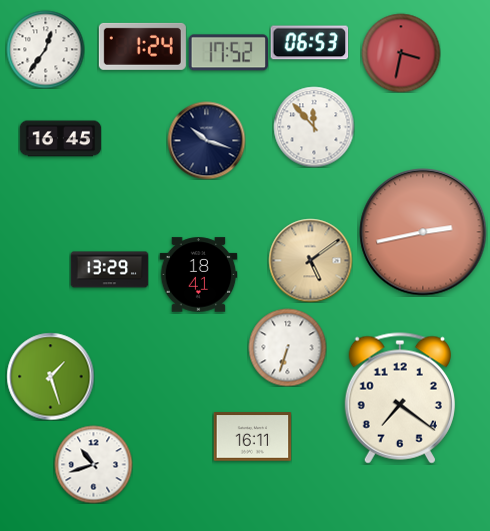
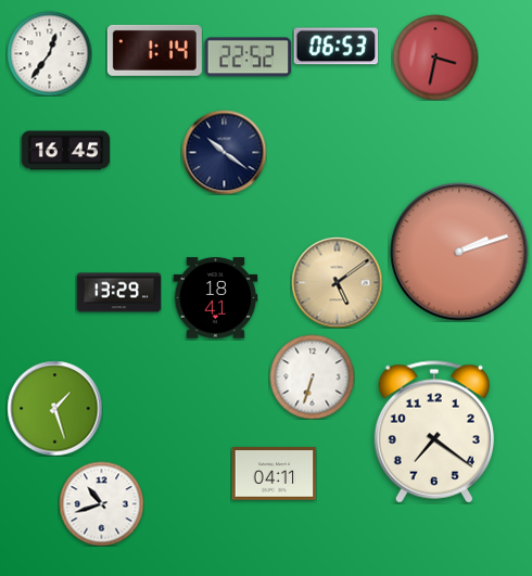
clock at (142, 46): 1:24 -> 1:14
clock at (228, 53): 17:52 -> 22:52
clock at (314, 127): 11:53 -> none
clock at (206, 140): 10:18 -> 10:21
clock at (423, 232): 2:43 -> 2:12
clock at (252, 437): 16:11 -> 04:11
